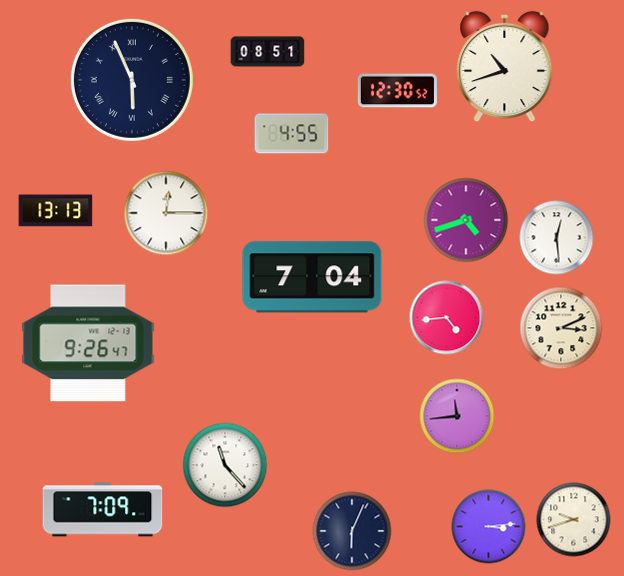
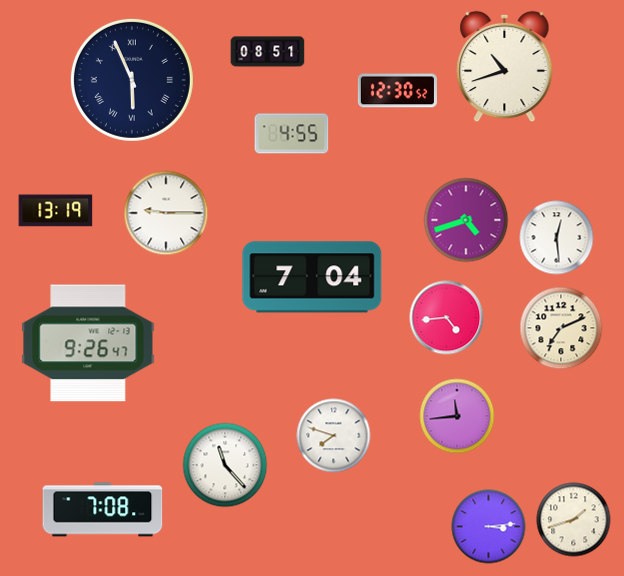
clock at (56, 211): 13:13 -> 13:19
clock at (166, 213): 12:15 -> 9:15
clock at (561, 328): 3:11 -> 7:11
clock at (334, 436): none -> 7:48
clock at (103, 510): 7:09 -> 7:08
clock at (574, 520): 9:42 -> 1:42
clock at (352, 531): 6:04 -> none
